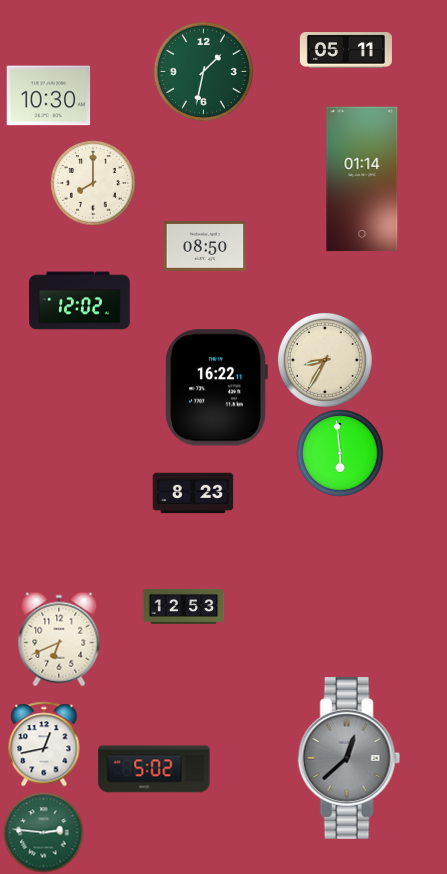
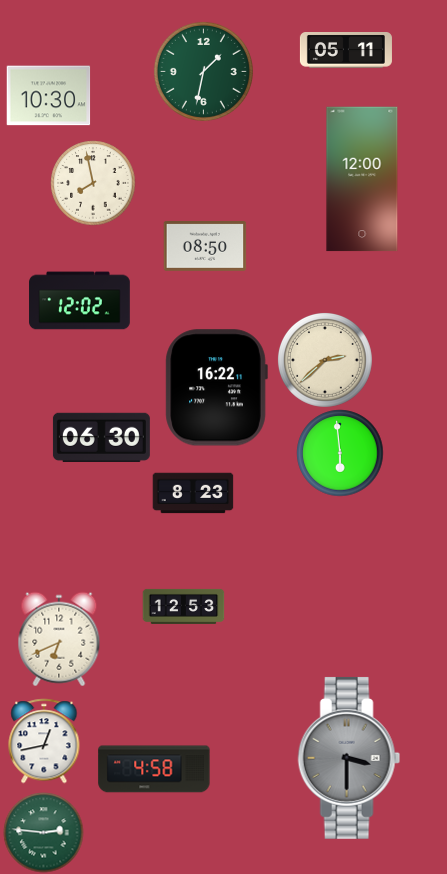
clock at (362, 179): 01:14 -> 12:00
clock at (93, 183): 8:00 -> 7:58
clock at (325, 360): 8:35 -> 2:38
clock at (101, 437): none -> 06:30
clock at (44, 744) position: (44, 744) -> (44, 741)
clock at (349, 758): 12:38 -> 3:30
clock at (154, 769): 5:02 -> 4:58
